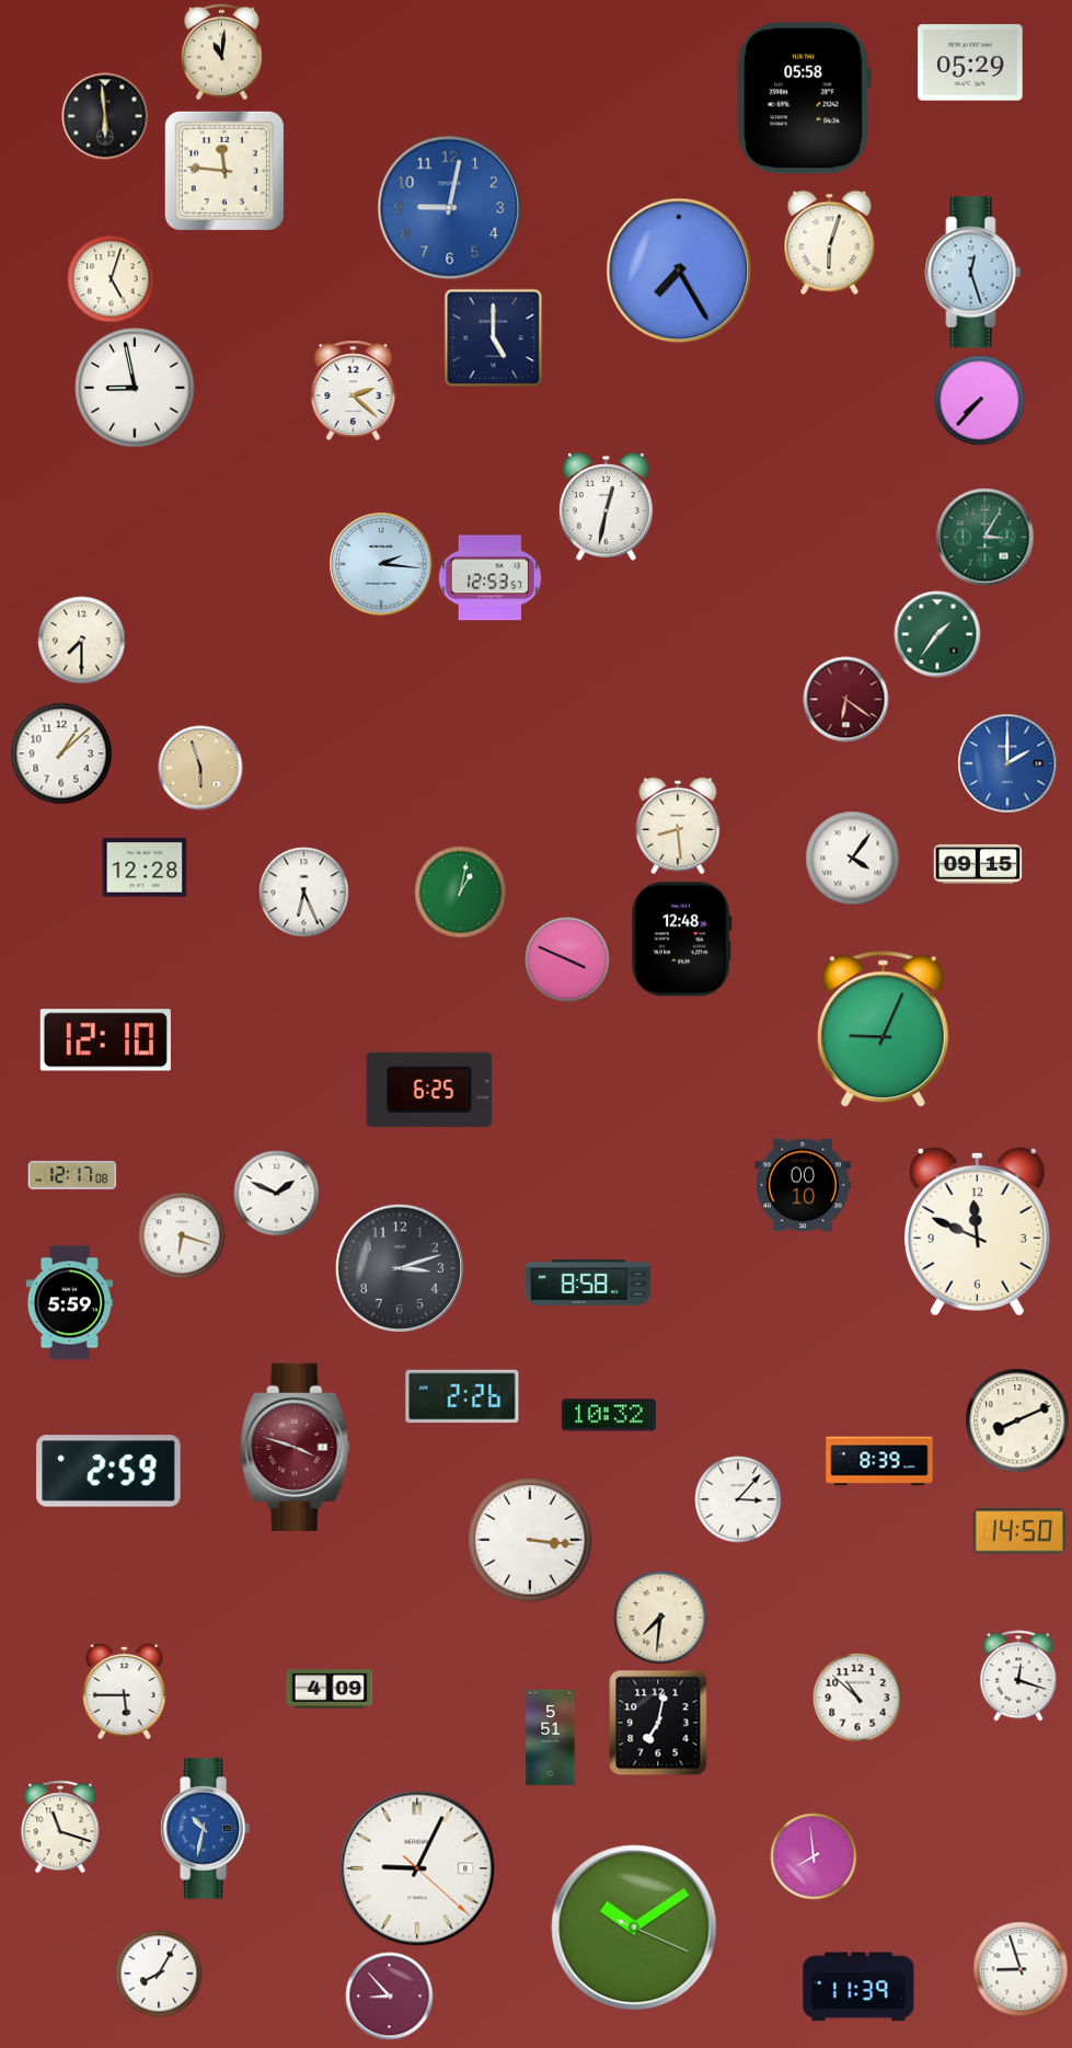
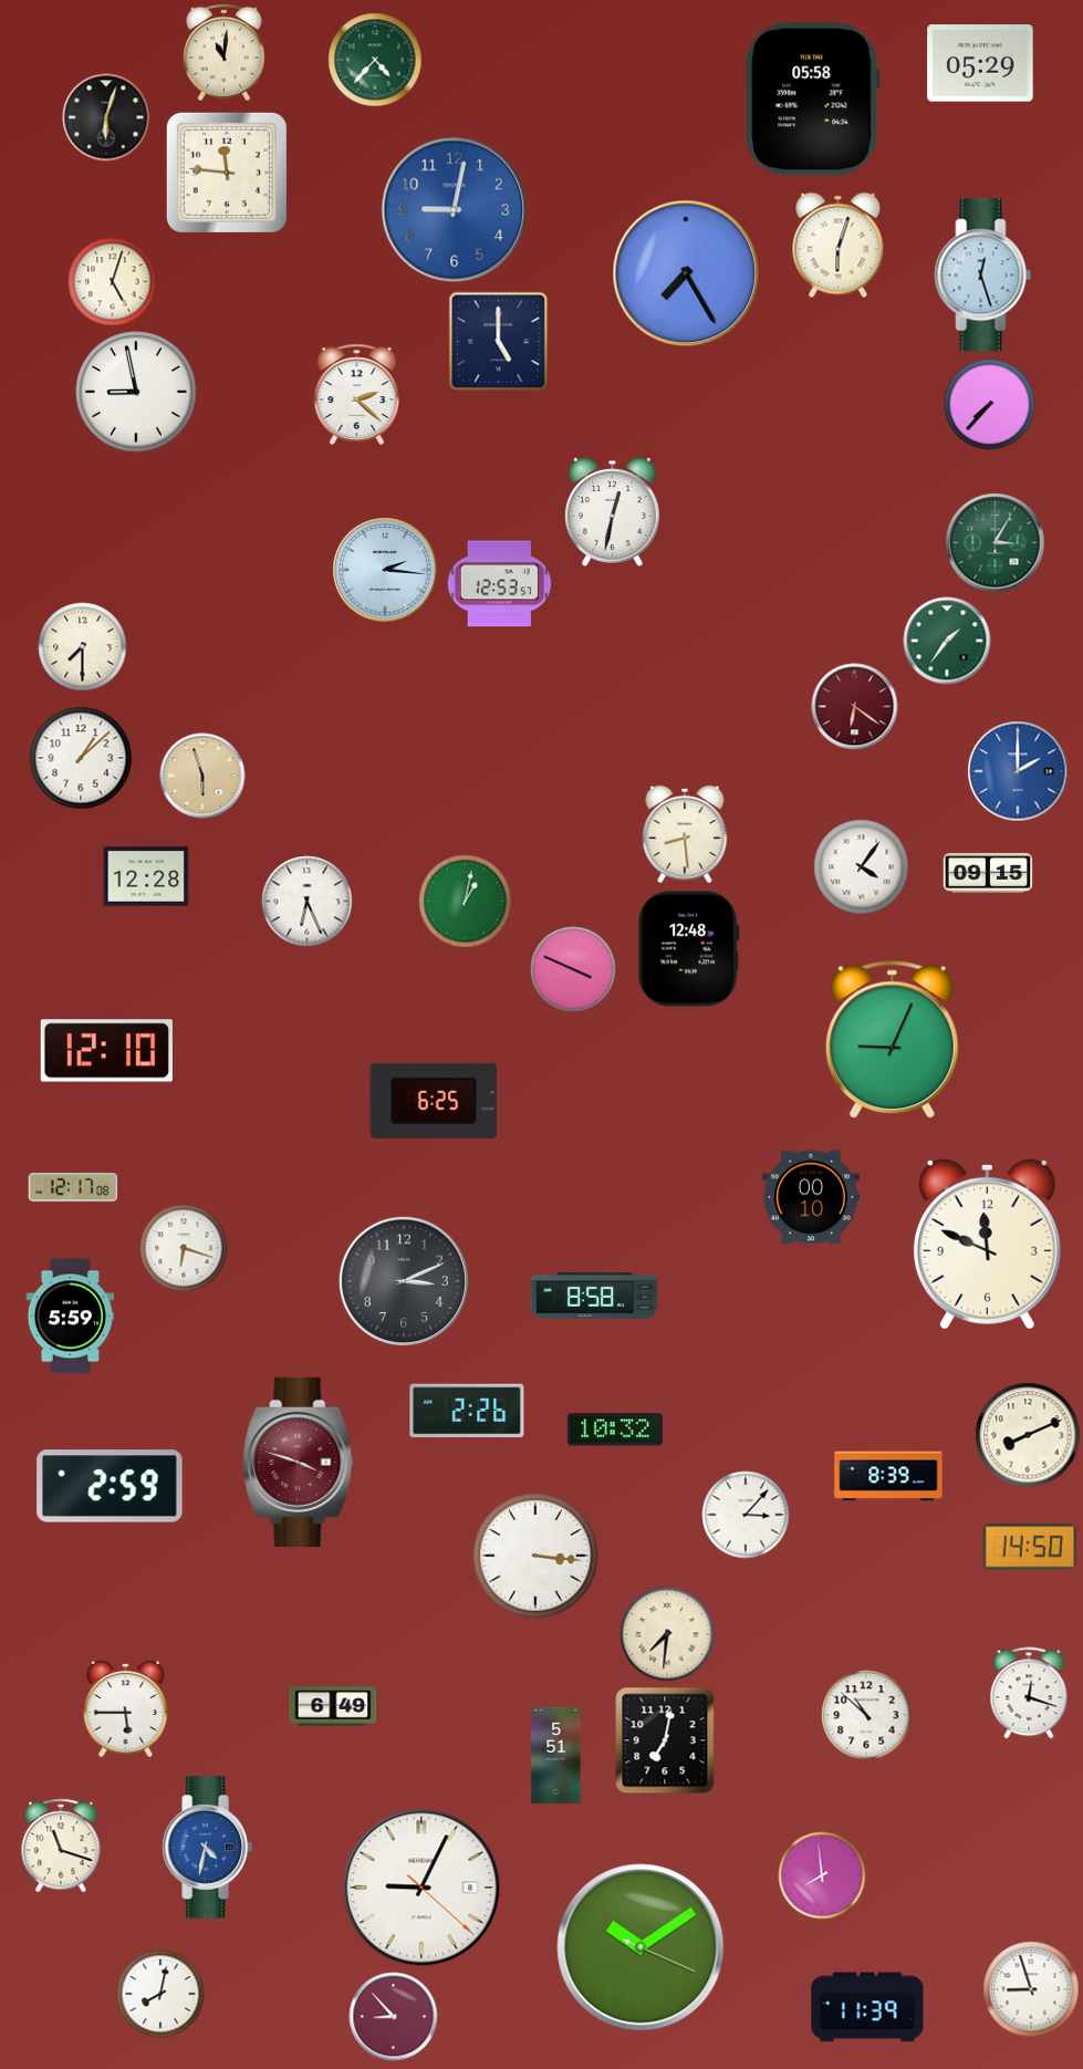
clock at (375, 60): none -> 4:37
clock at (105, 116): 5:59 -> 6:03
clock at (489, 578) position: (489, 578) -> (499, 584)
clock at (61, 753) position: (61, 753) -> (81, 758)
clock at (277, 1194): 1:49 -> none
clock at (400, 1268): 3:12 -> 3:11
clock at (330, 1689): 4:09 -> 6:49
clock at (205, 1829): 10:32 -> 4:32
clock at (159, 1974): 8:05 -> 8:02
